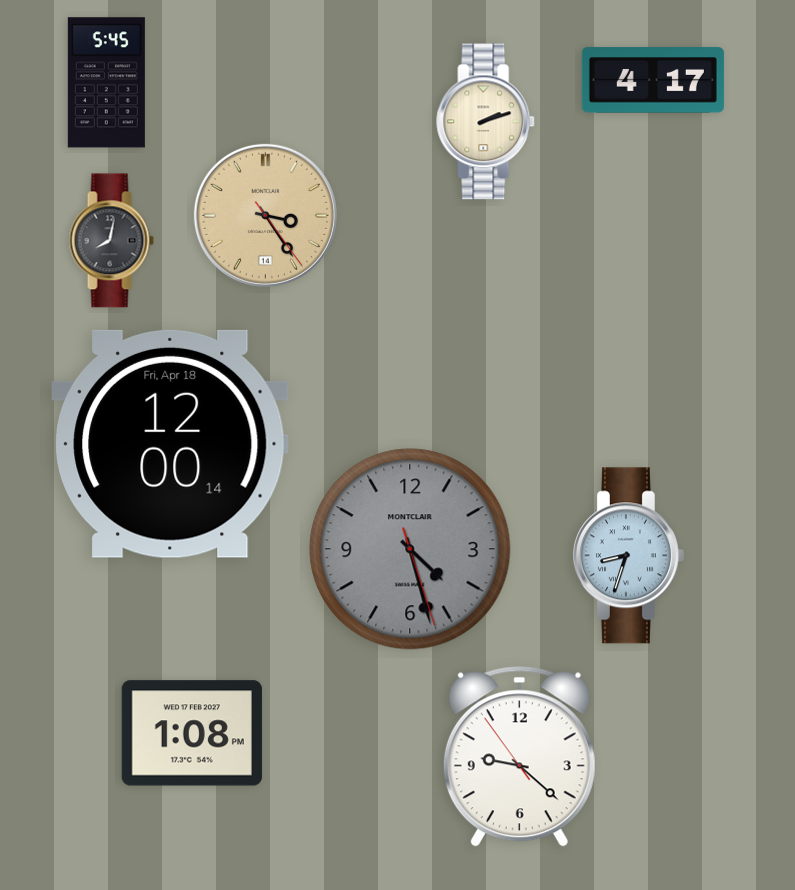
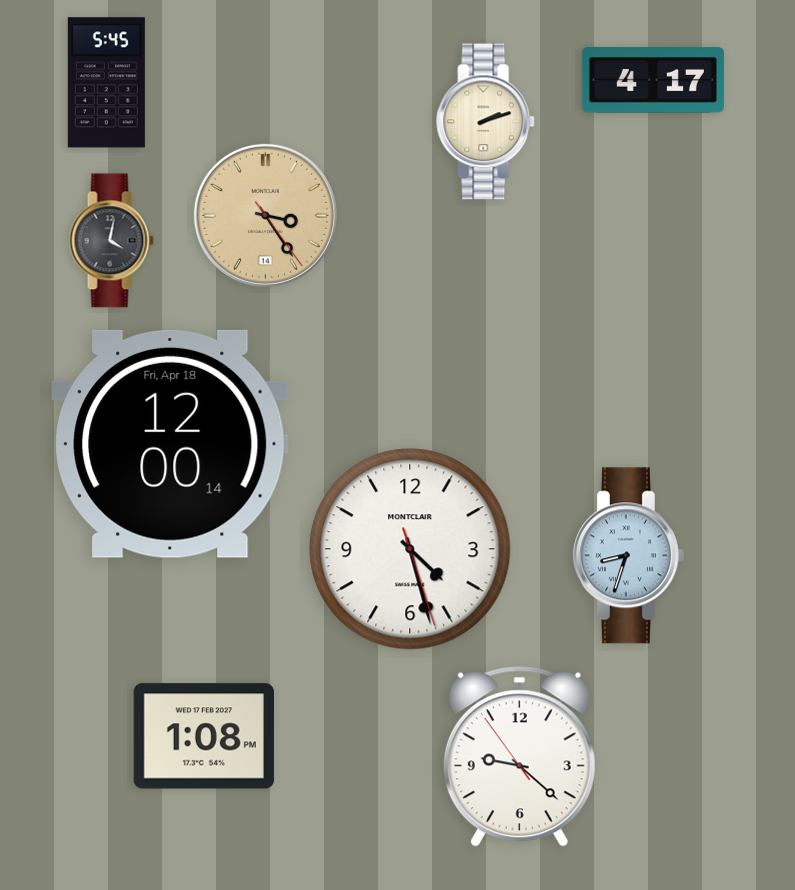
clock at (111, 241): 8:02 -> 4:02
clock at (410, 549) dial: grey -> white
clock at (192, 733) position: (192, 733) -> (204, 736)
